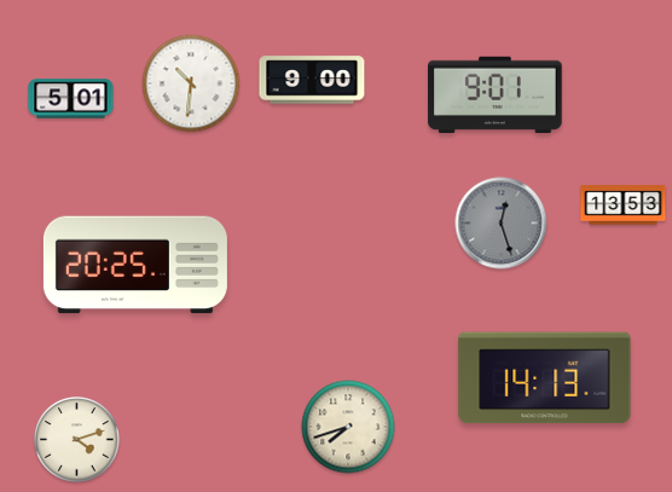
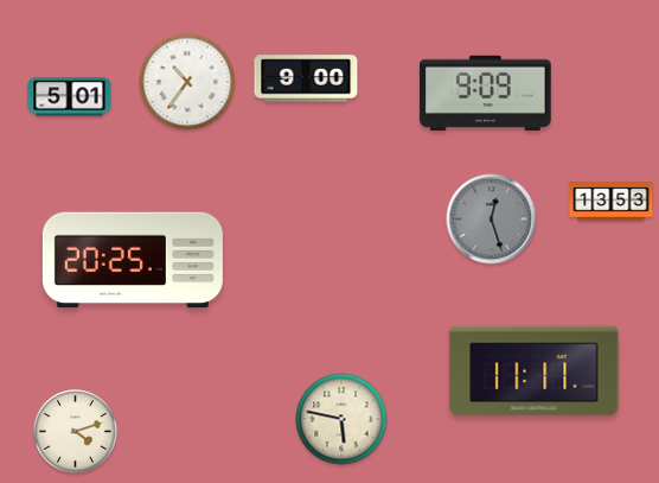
clock at (191, 83): 10:31 -> 10:36
clock at (496, 94): 9:01 -> 9:09
clock at (545, 378): 14:13 -> 11:11
clock at (348, 427): 7:42 -> 5:47
